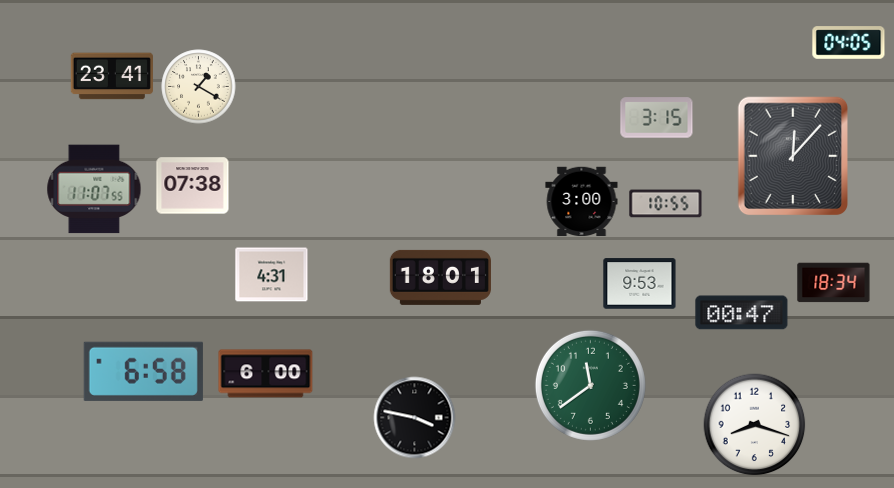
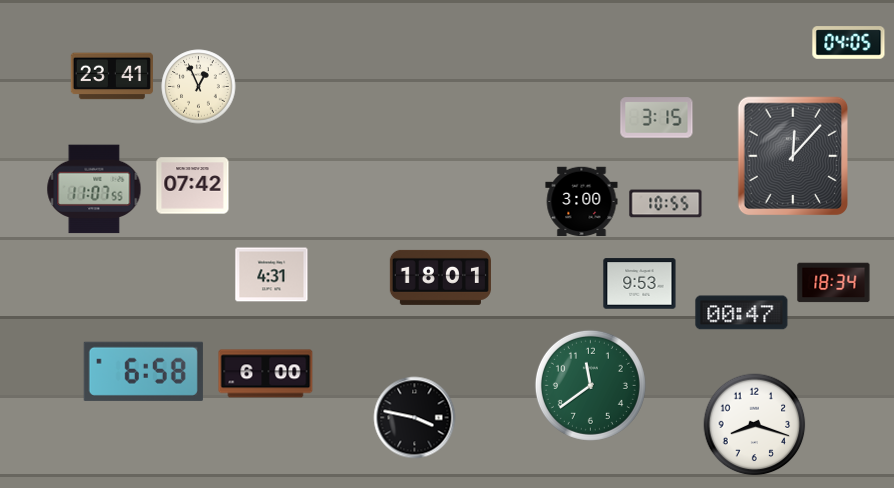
clock at (199, 87): 1:20 -> 12:56
clock at (193, 186): 07:38 -> 07:42
